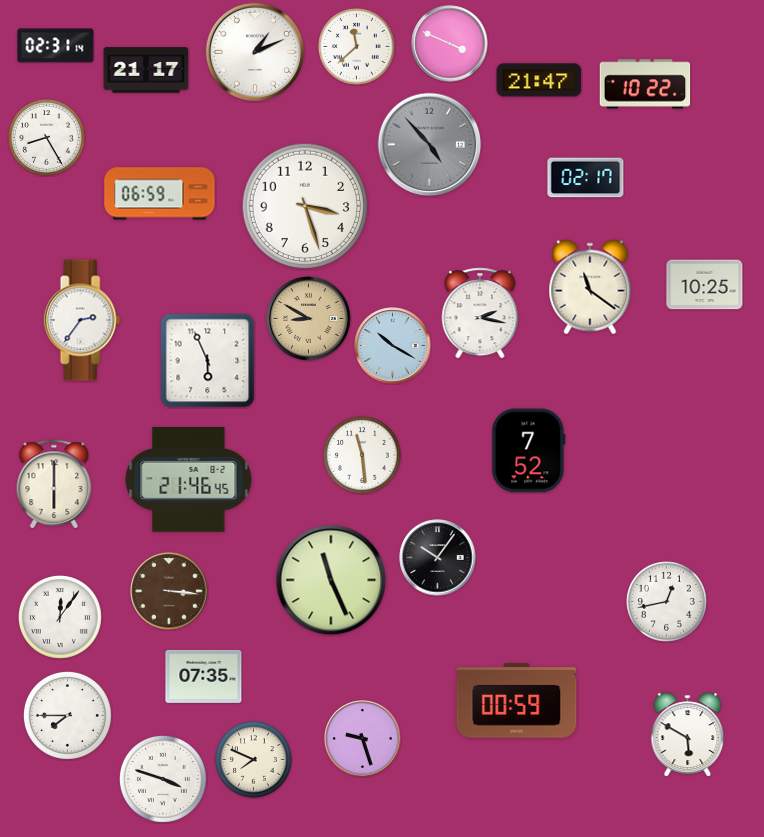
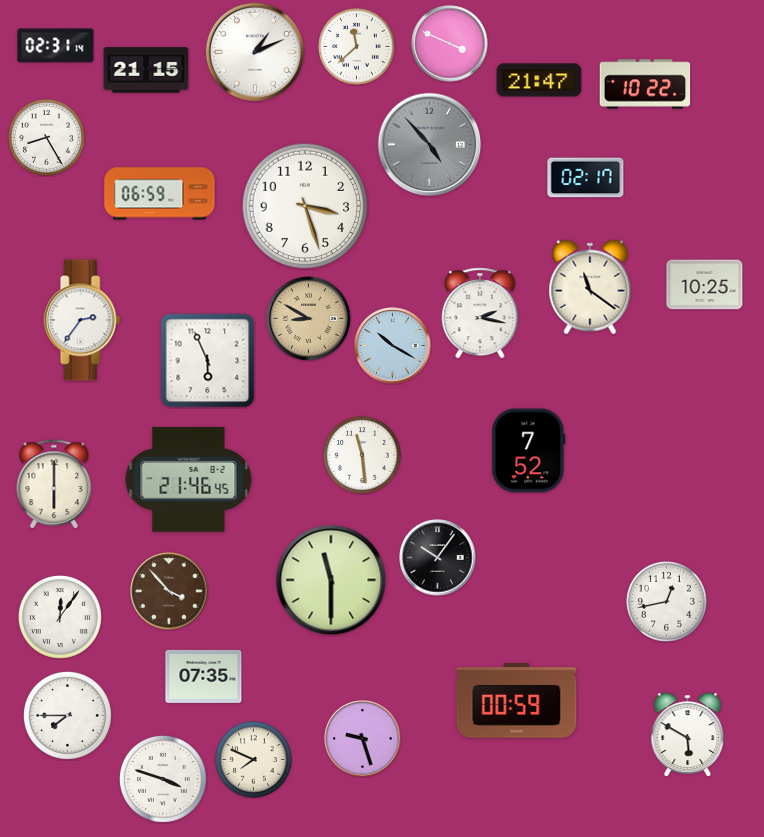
clock at (146, 70): 21:17 -> 21:15
clock at (331, 580): 11:26 -> 11:30
clock at (169, 591): 3:16 -> 3:53
